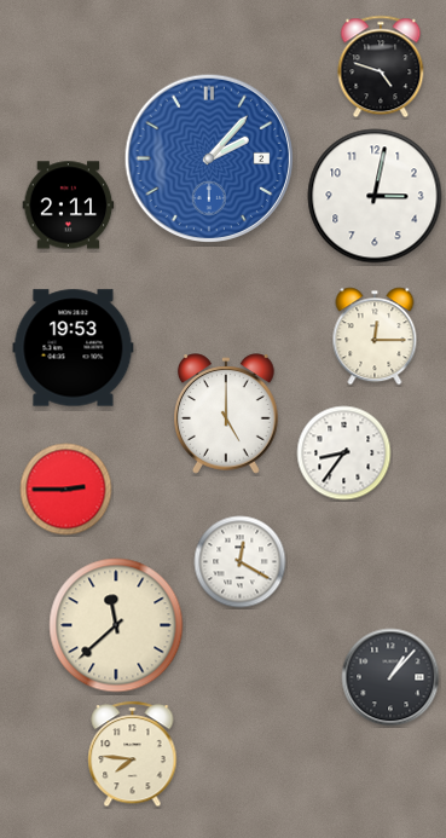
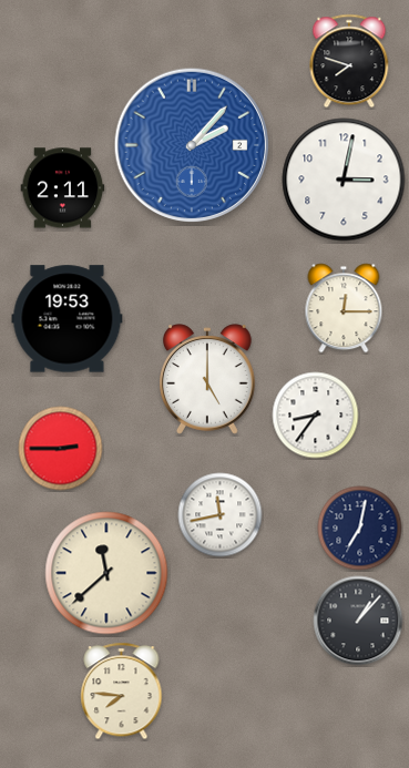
clock at (381, 67): 4:48 -> 7:48
clock at (241, 562): 12:20 -> 11:43
clock at (360, 529): none -> 7:02
